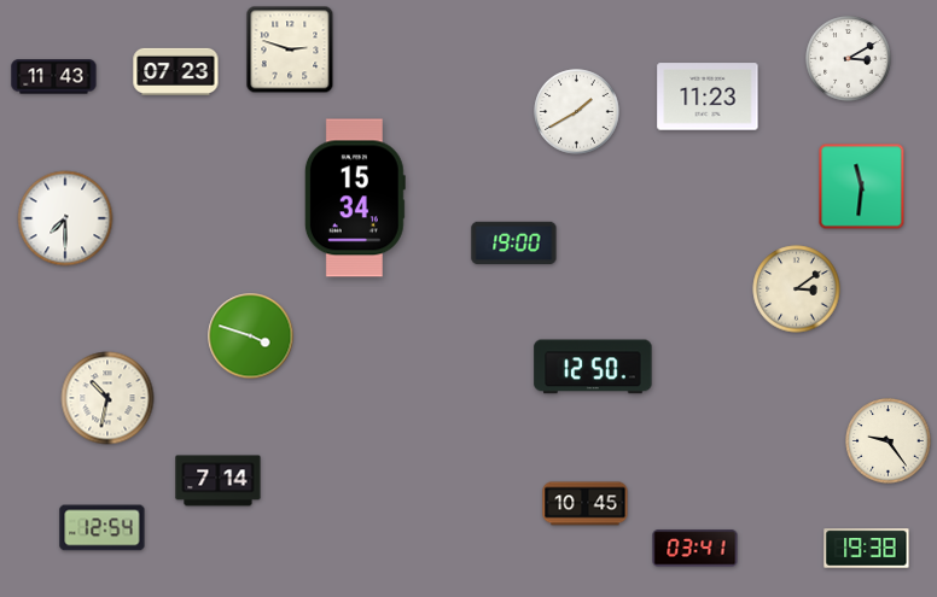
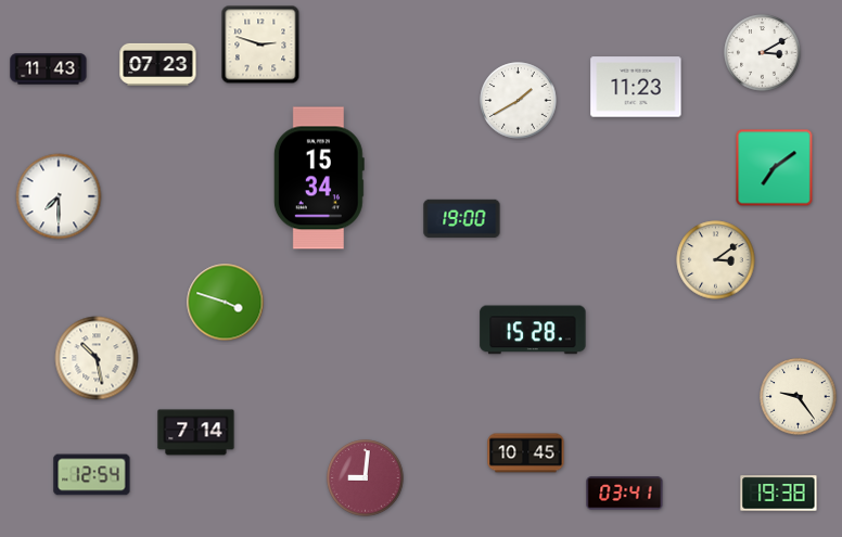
clock at (862, 187): 11:31 -> 7:09
clock at (593, 367): 12:50 -> 15:28
clock at (107, 398): 10:32 -> 10:28
clock at (366, 478): none -> 9:01
